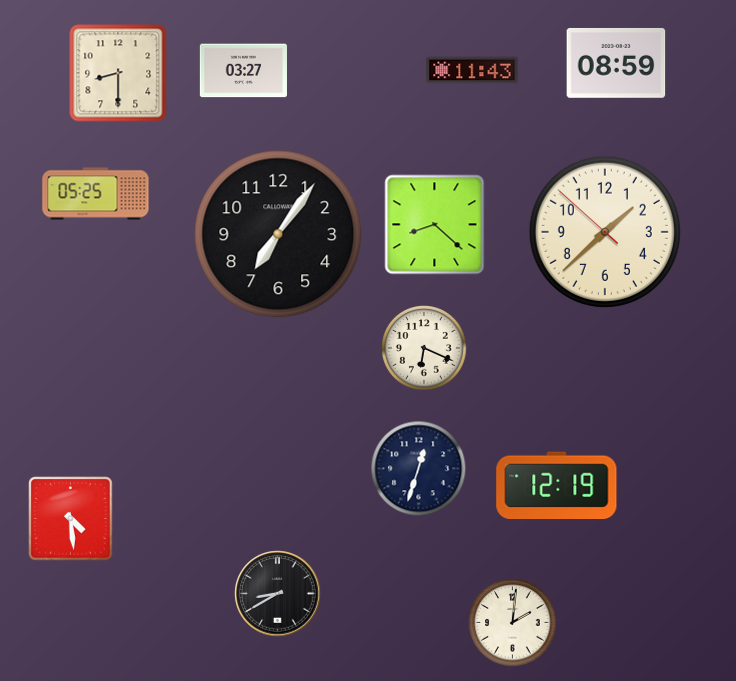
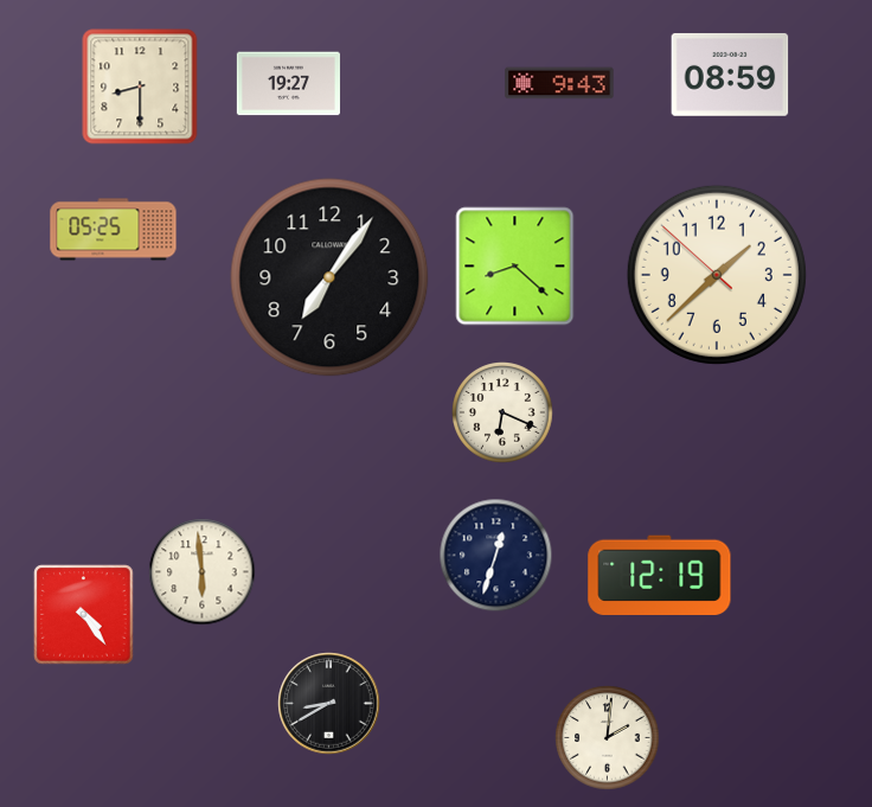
clock at (472, 70): 11:43 -> 9:43
clock at (243, 71): 03:27 -> 19:27
clock at (203, 572): none -> 5:59
clock at (71, 519): 4:29 -> 4:24
